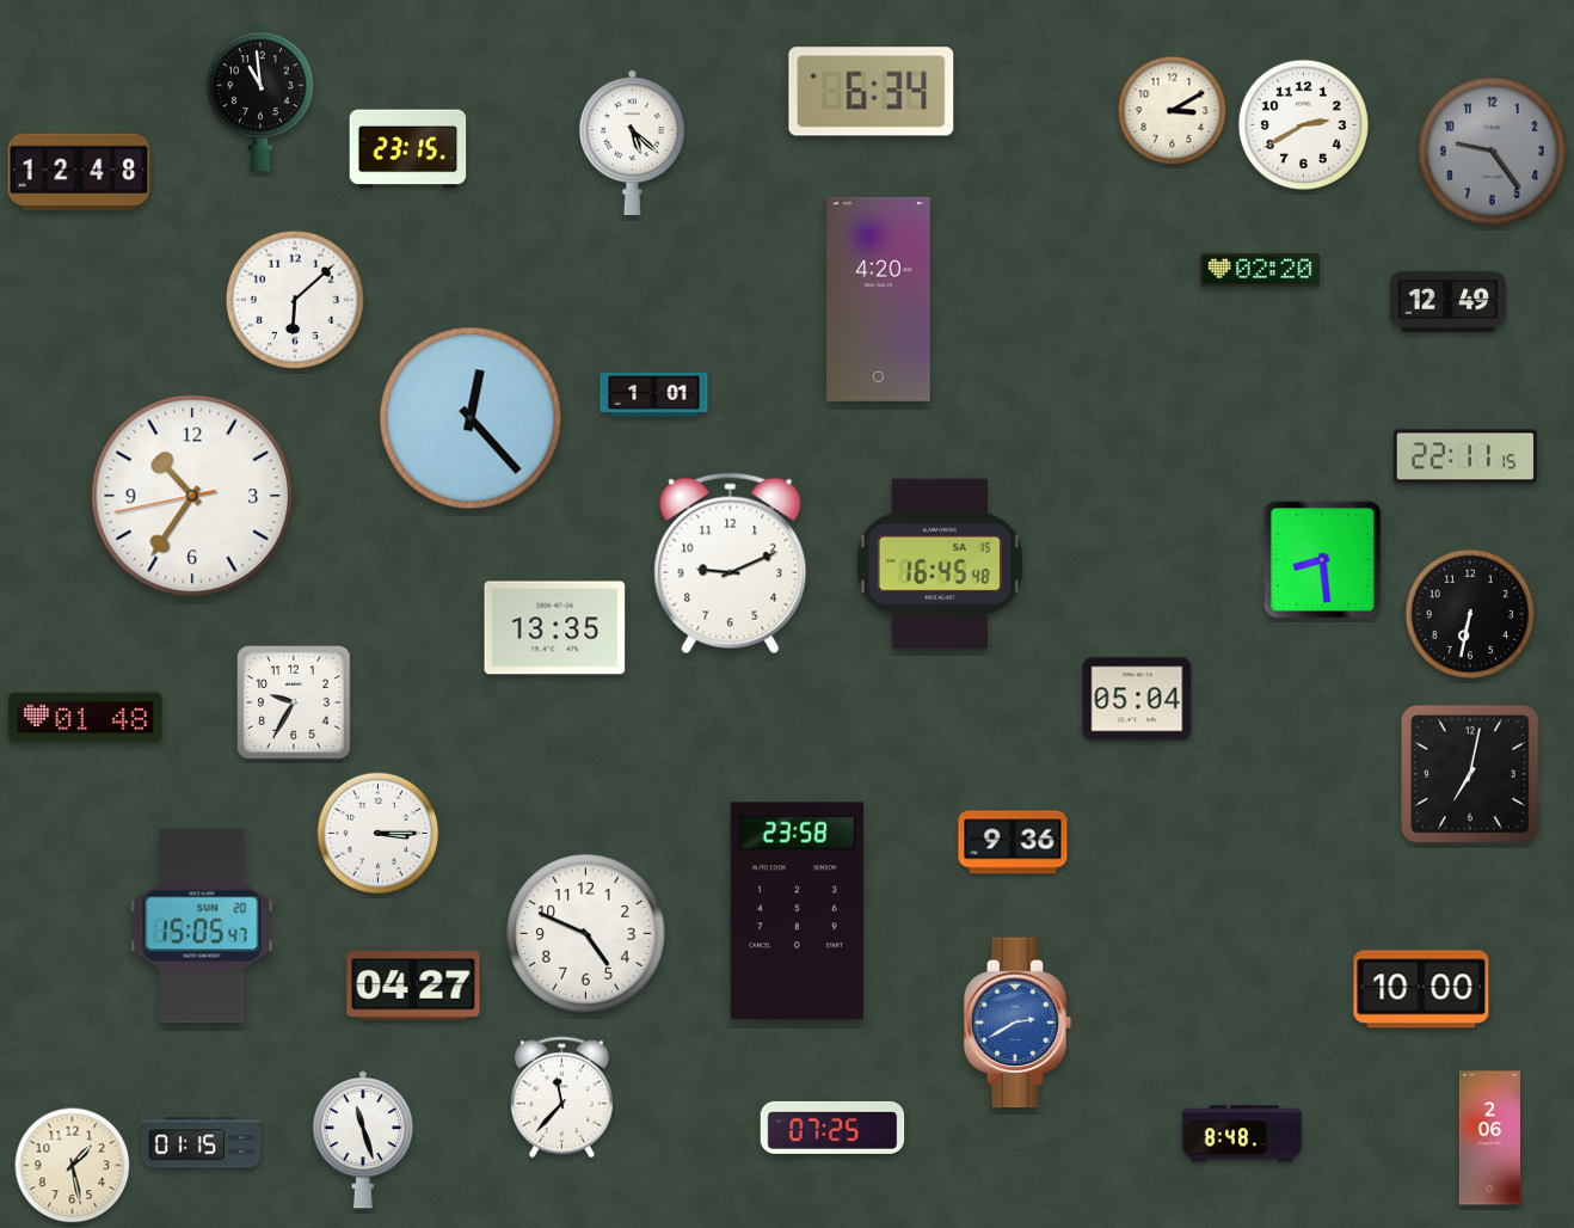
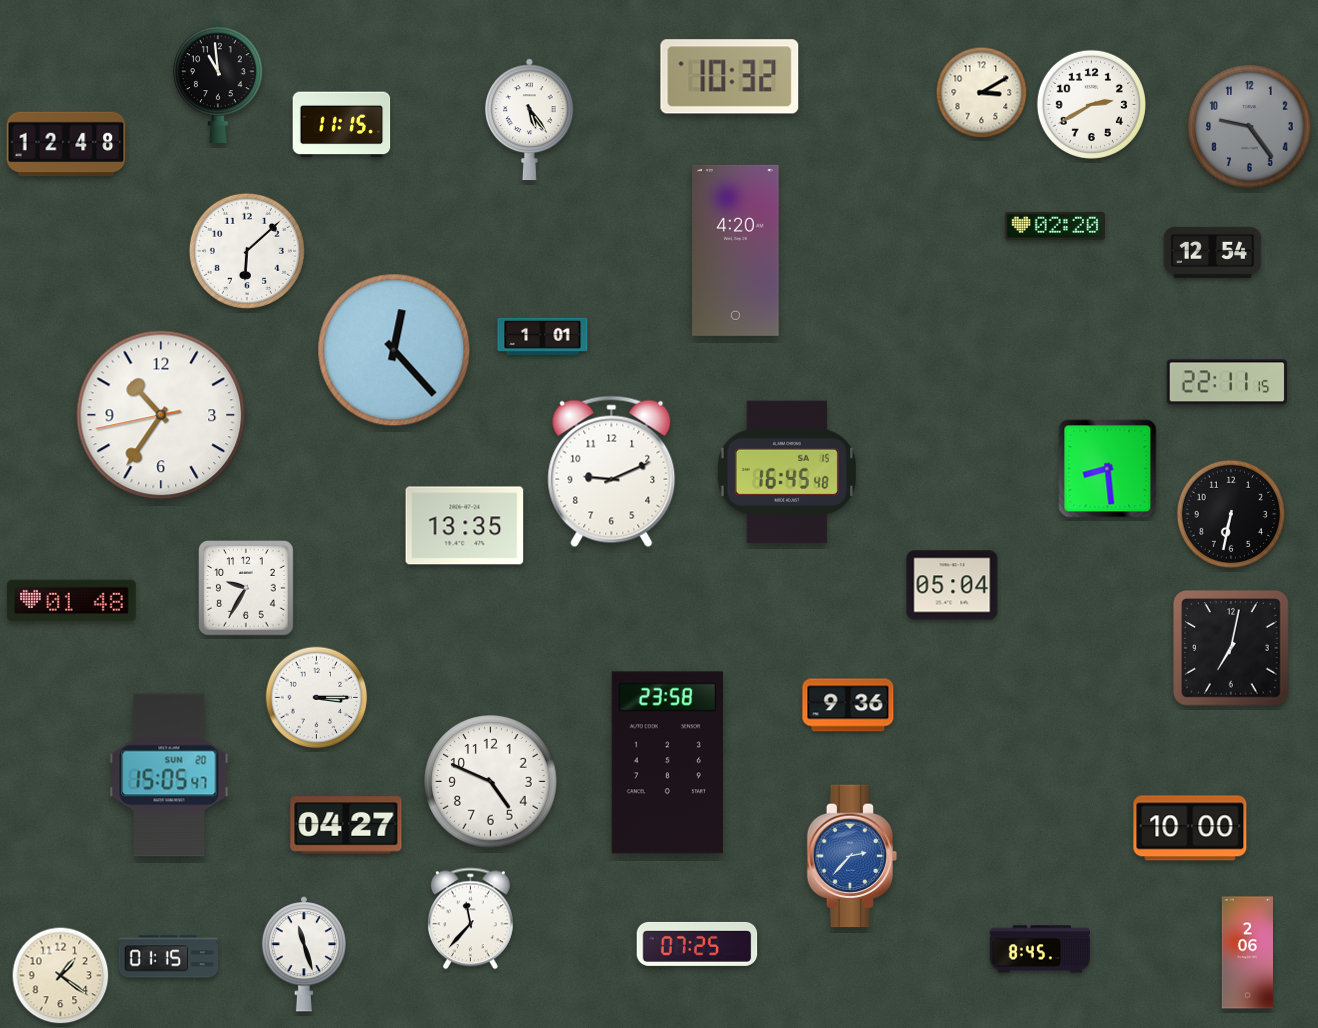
clock at (872, 92): 6:34 -> 10:32
clock at (632, 143): 5:22 -> 5:24
clock at (408, 149): 23:15 -> 11:15
clock at (1449, 301): 12:49 -> 12:54
clock at (654, 395) position: (654, 395) -> (543, 337)
clock at (1017, 1023): 2:40 -> 2:37
clock at (1242, 1134): 8:48 -> 8:45
clock at (73, 1166): 1:28 -> 1:21
